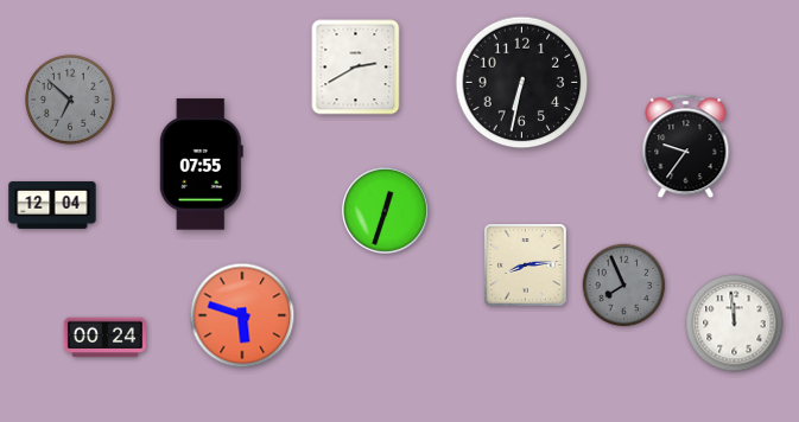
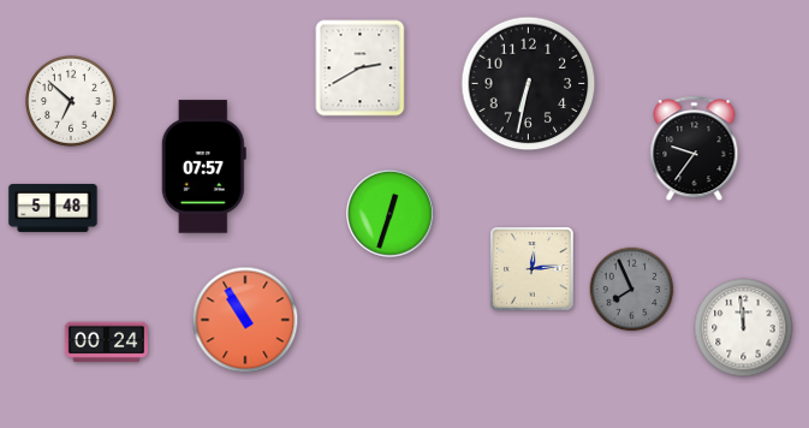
clock at (71, 101) dial: grey -> white
clock at (201, 165): 07:55 -> 07:57
clock at (52, 205): 12:04 -> 5:48
clock at (526, 266): 8:14 -> 12:14
clock at (242, 315): 5:48 -> 10:55
